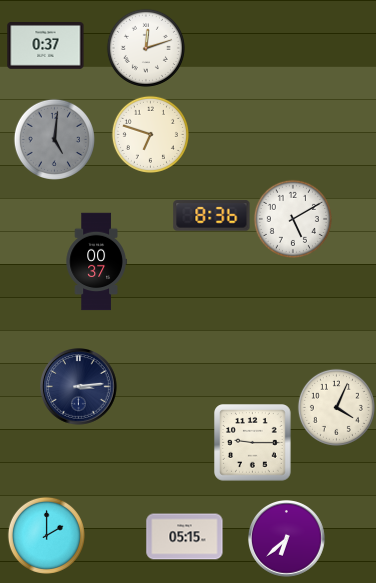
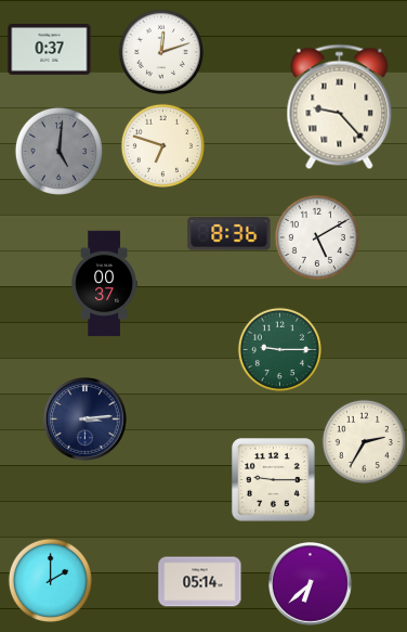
clock at (146, 48) position: (146, 48) -> (161, 52)
clock at (340, 107): none -> 9:23
clock at (279, 349): none -> 9:15
clock at (336, 407): 4:04 -> 2:35
clock at (185, 537): 05:15 -> 05:14
